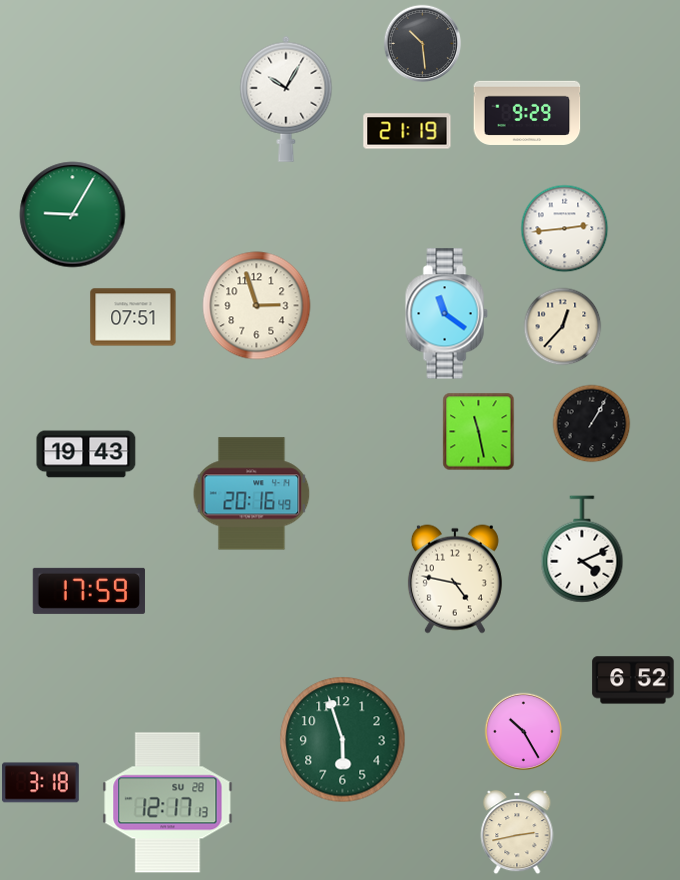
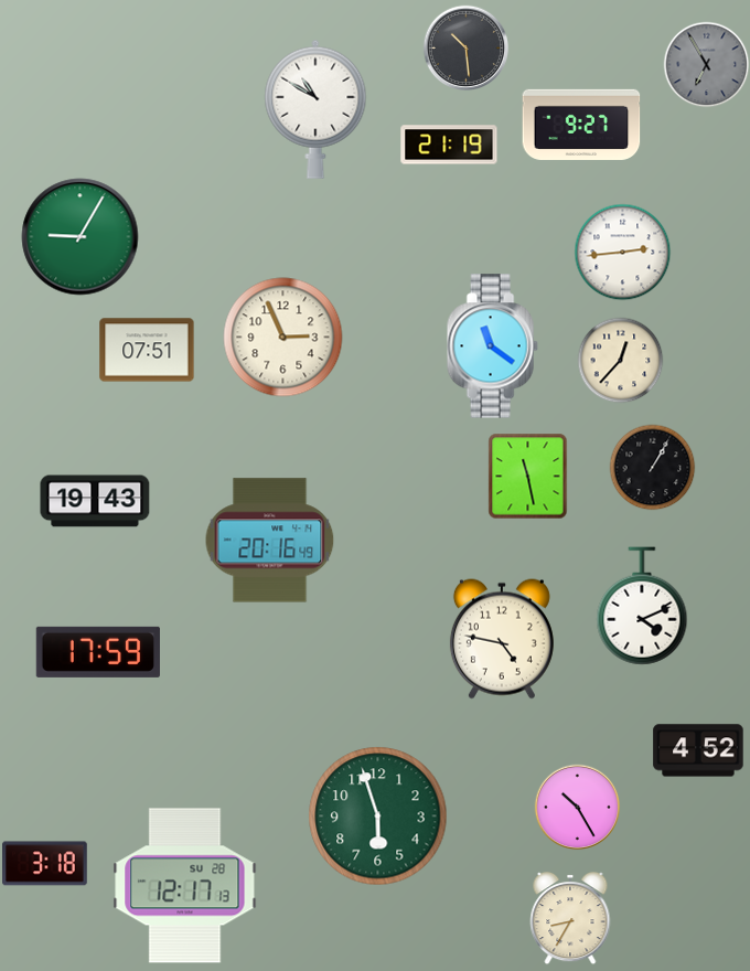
clock at (706, 64): none -> 6:55
clock at (286, 99): 10:05 -> 10:50
clock at (527, 113): 9:29 -> 9:27
clock at (257, 306): 2:57 -> 2:56
clock at (252, 494) position: (252, 494) -> (270, 541)
clock at (633, 680): 6:52 -> 4:52
clock at (517, 832): 2:43 -> 8:35
